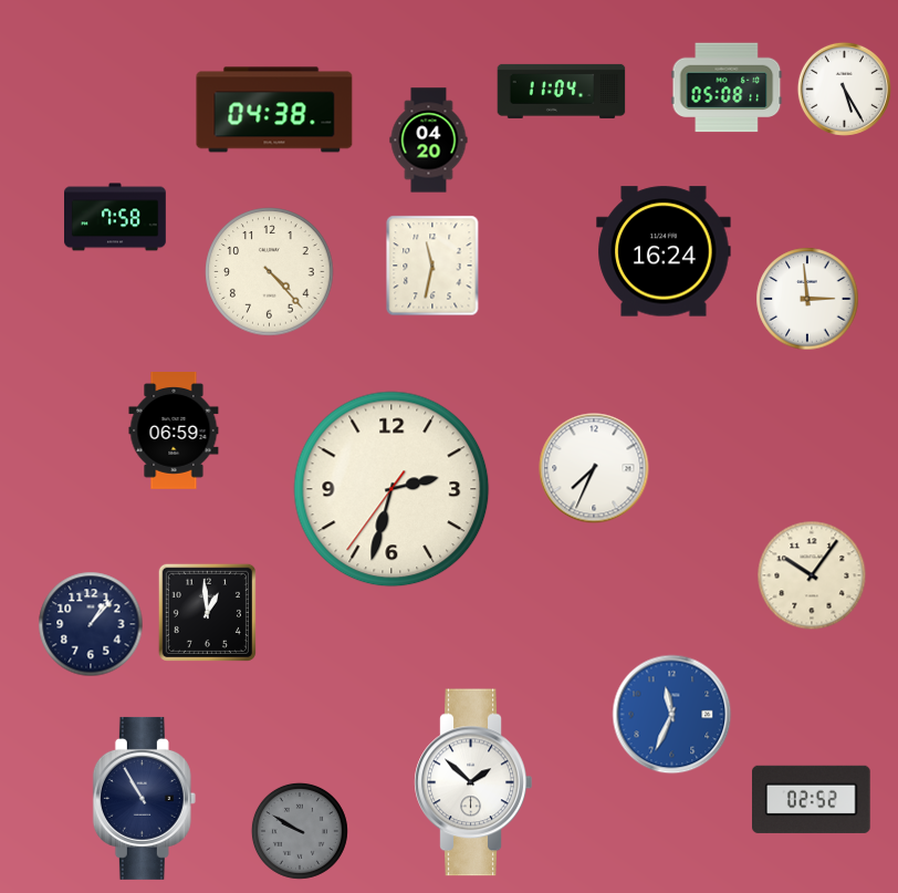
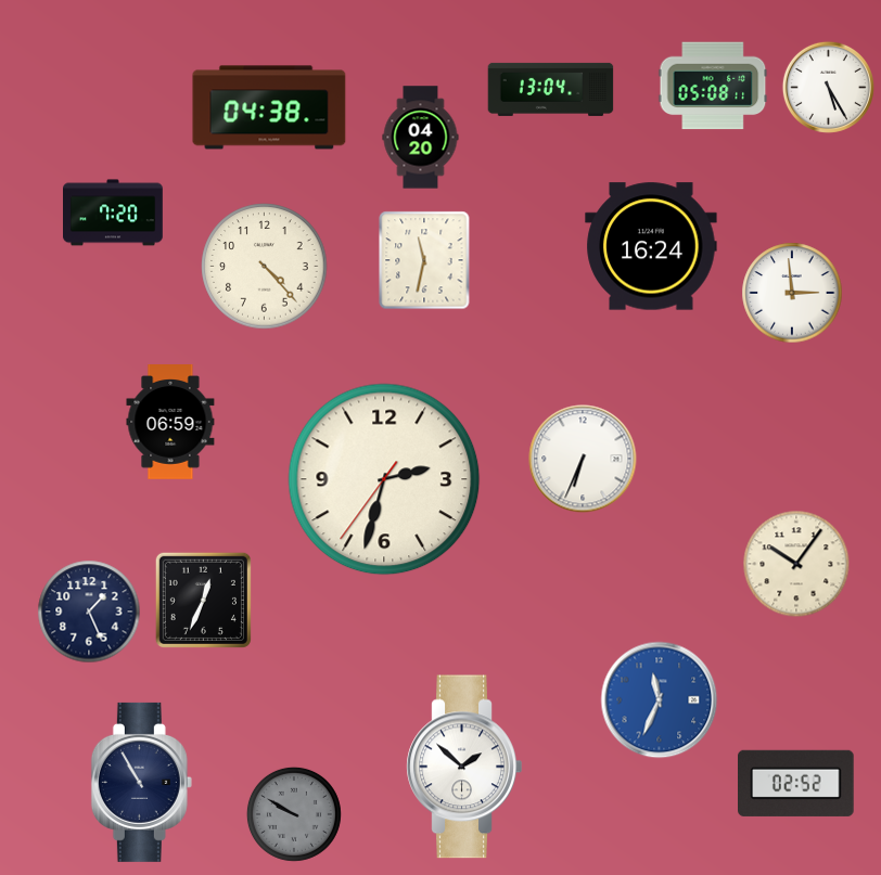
clock at (562, 91): 11:04 -> 13:04
clock at (116, 217): 7:58 -> 7:20
clock at (594, 468): 7:34 -> 6:34
clock at (207, 612): 12:59 -> 12:34
clock at (91, 624): 1:07 -> 1:26
